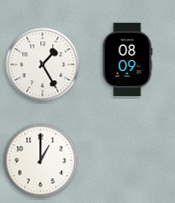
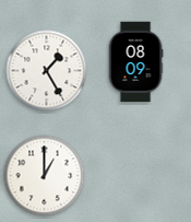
clock at (127, 60) position: (127, 60) -> (135, 62)
